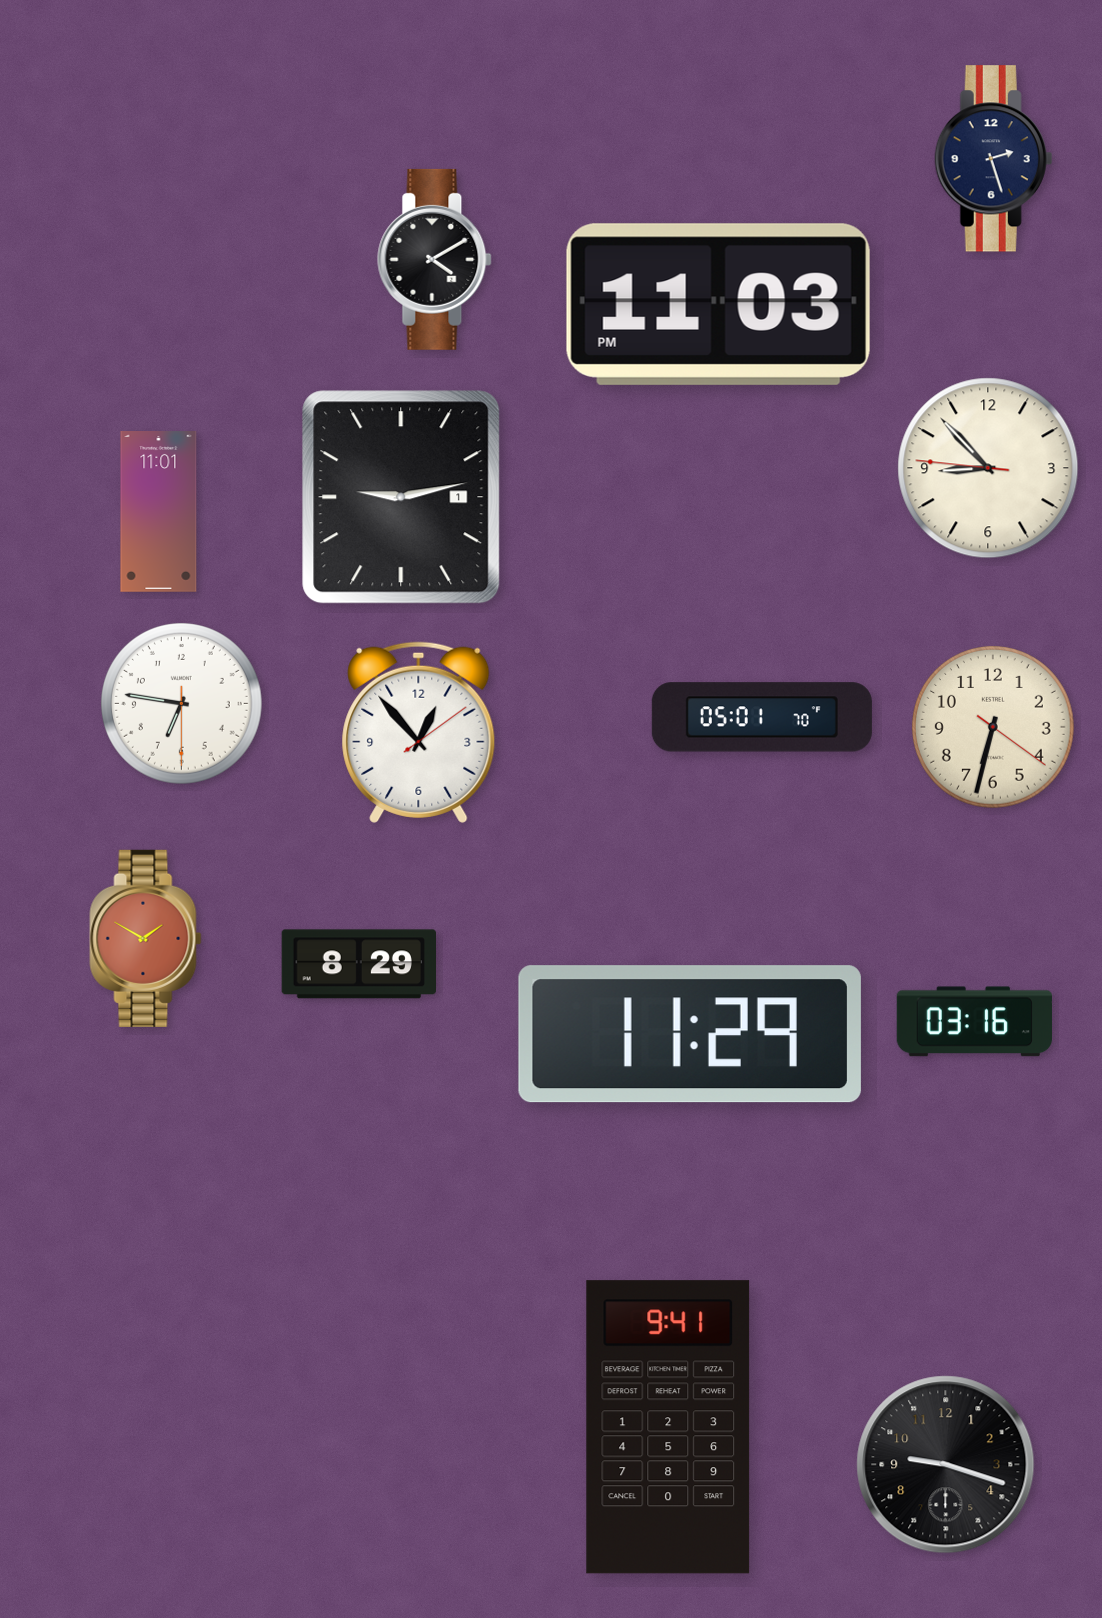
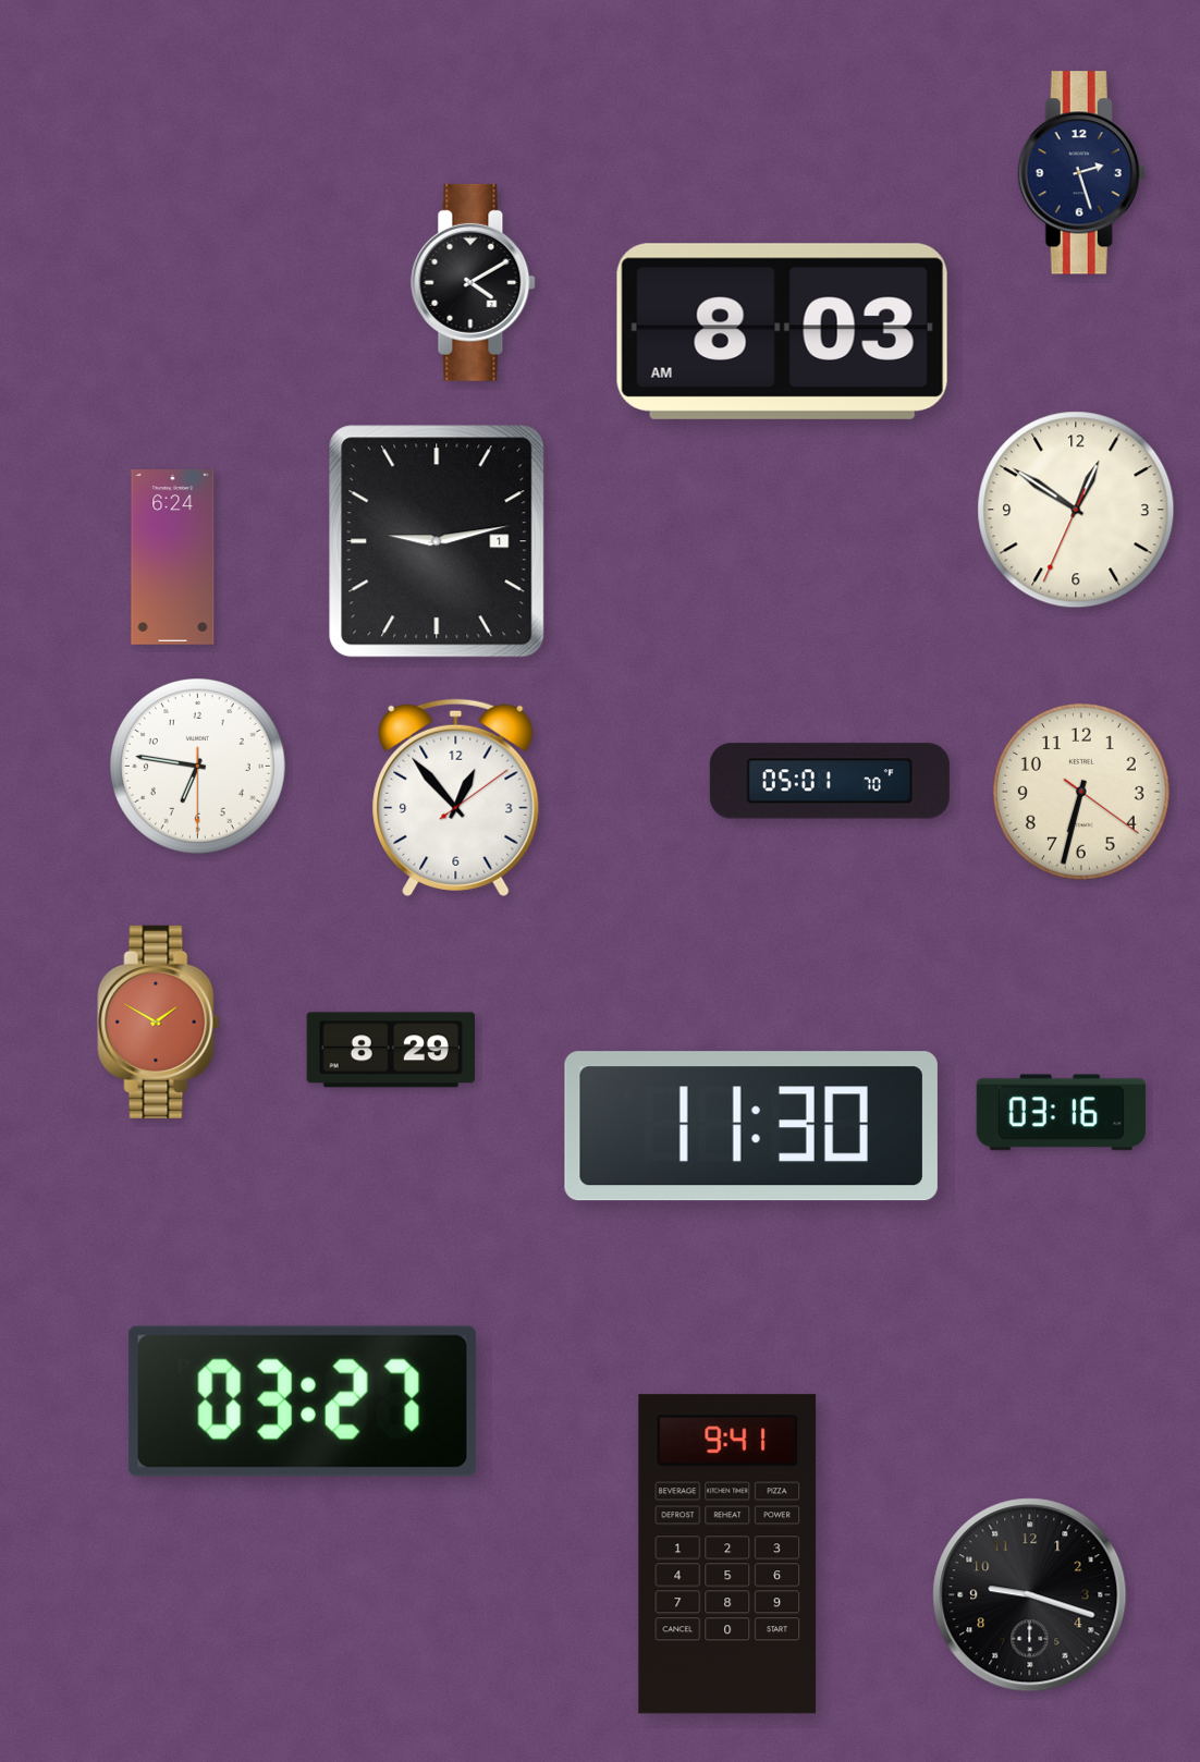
clock at (718, 304): 11:03 -> 8:03
clock at (988, 468): 8:52 -> 12:50
clock at (159, 512): 11:01 -> 6:24
clock at (690, 1034): 11:29 -> 11:30
clock at (303, 1402): none -> 03:27
